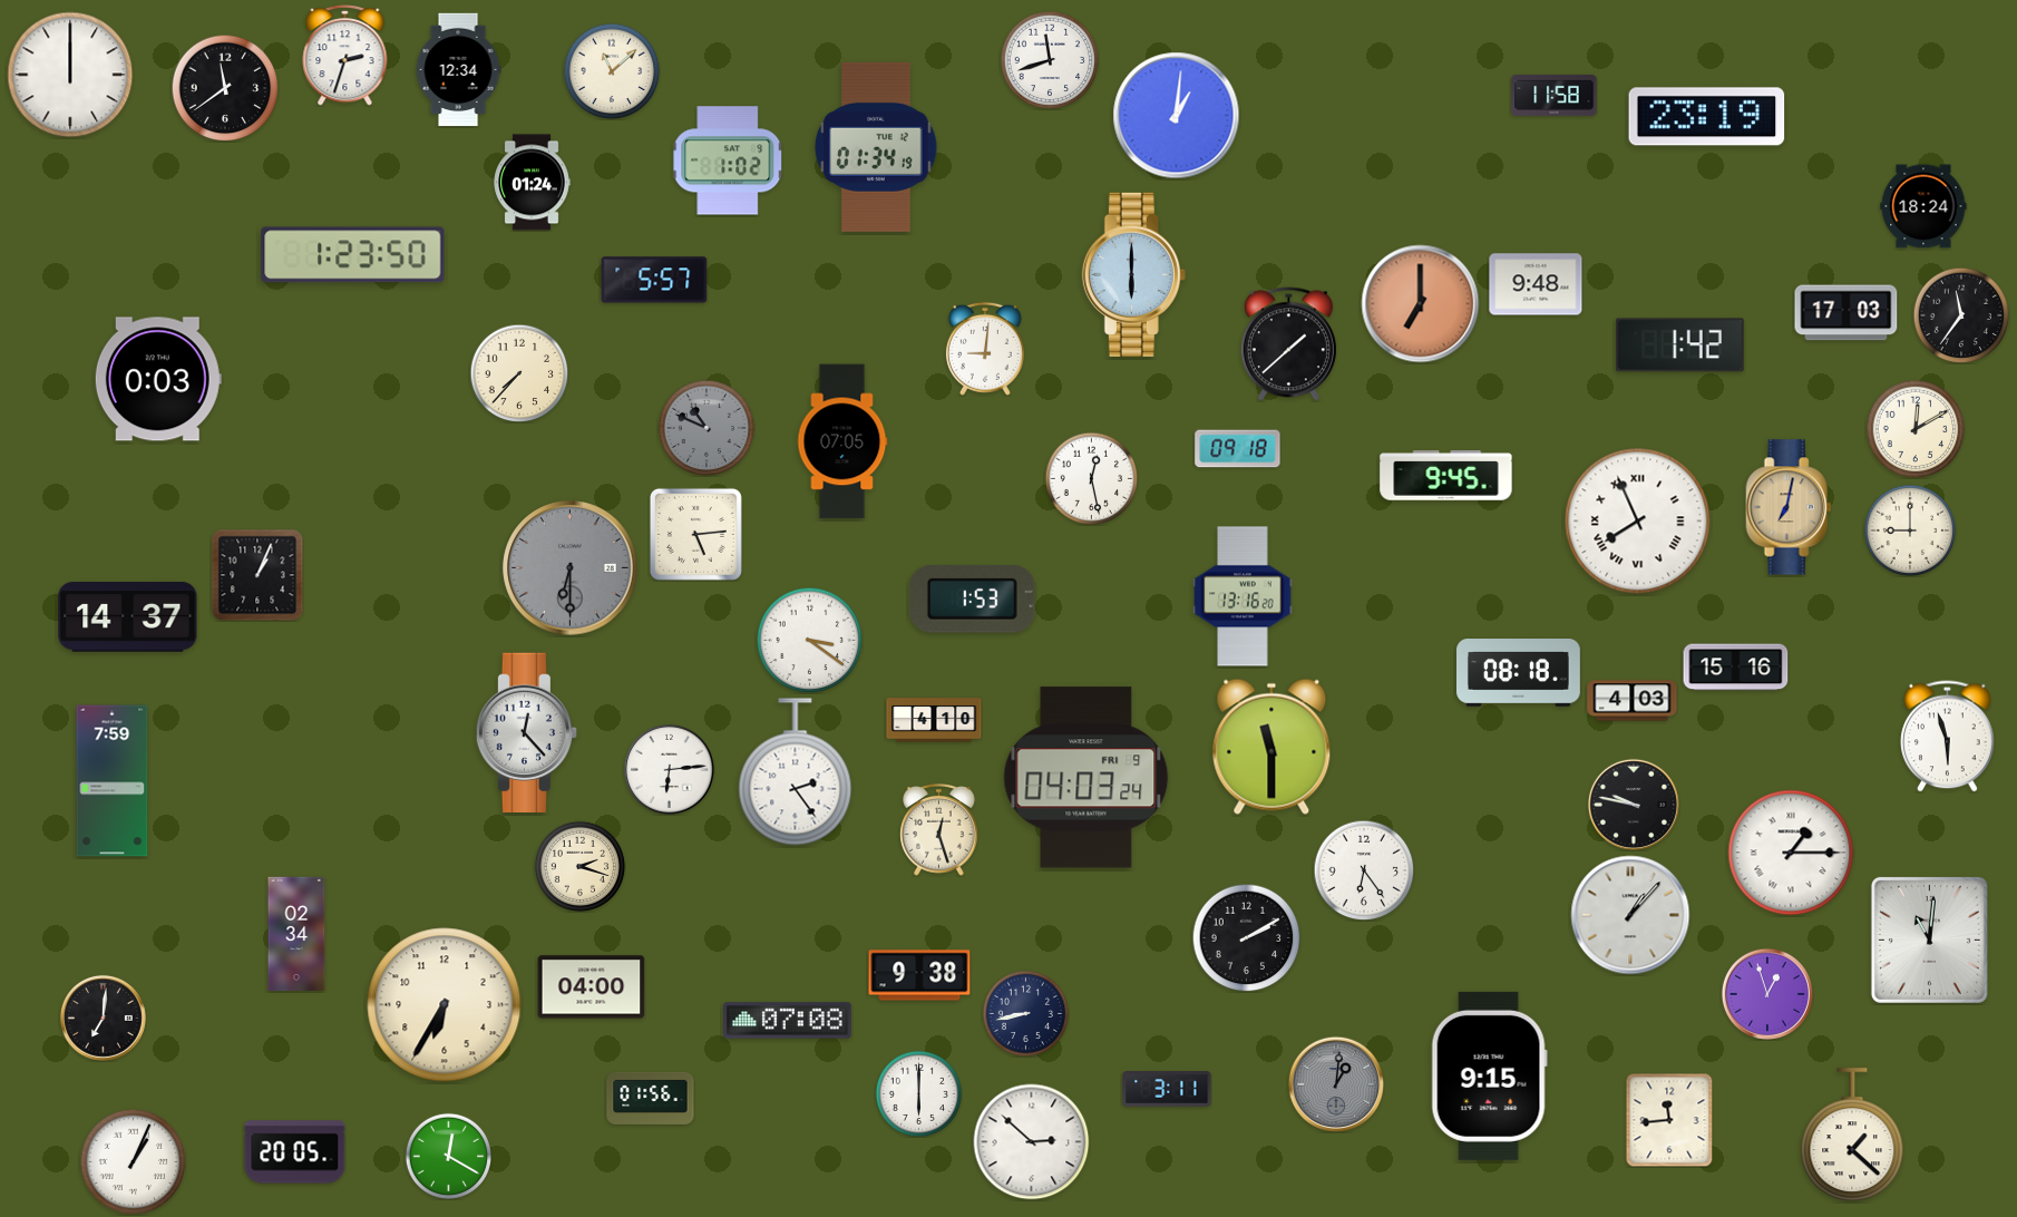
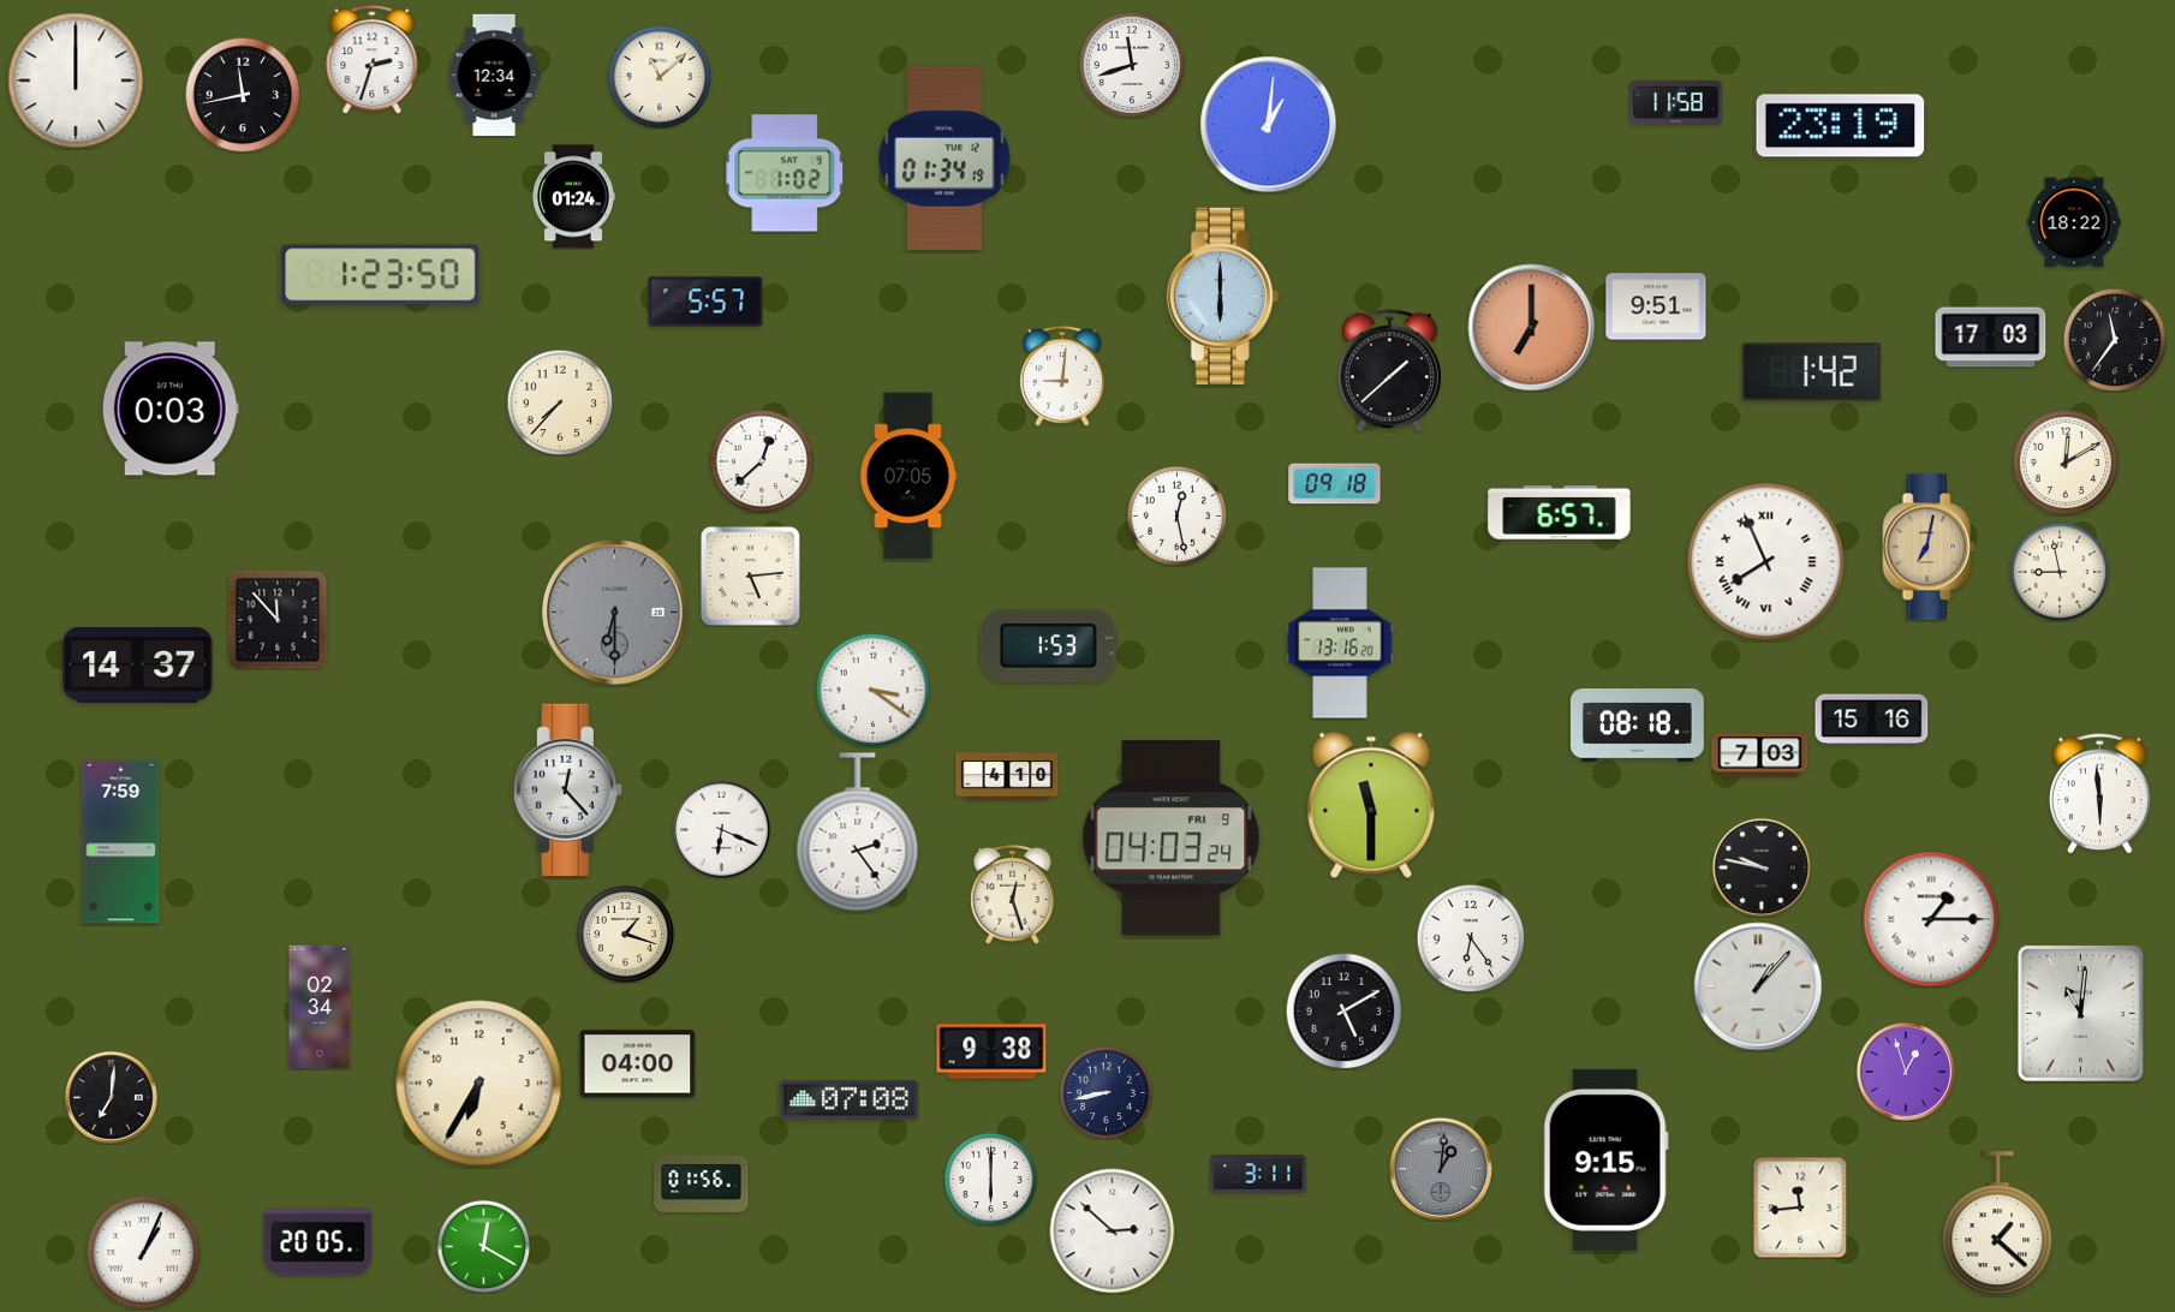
clock at (225, 88): 11:39 -> 11:43
clock at (1923, 206): 18:24 -> 18:22
clock at (1536, 284): 9:48 -> 9:51
clock at (707, 428): 10:49 -> 12:38
clock at (707, 428) dial: grey -> white
clock at (1446, 476): 9:45 -> 6:57
clock at (1910, 530): 9:00 -> 8:58
clock at (257, 575): 1:04 -> 11:53
clock at (1633, 701): 4:03 -> 7:03
clock at (1948, 737): 5:57 -> 5:59
clock at (669, 769): 6:14 -> 6:19
clock at (579, 866): 2:18 -> 1:18
clock at (1246, 937): 2:10 -> 5:10
